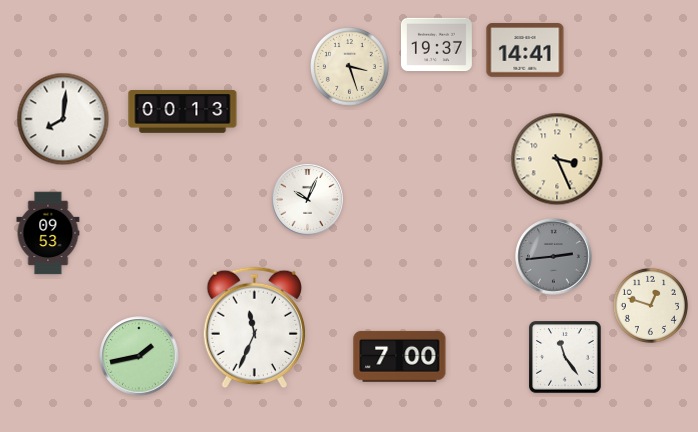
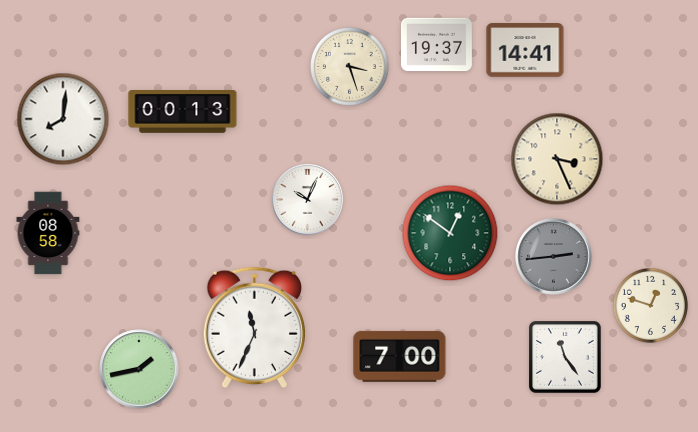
clock at (48, 233): 09:53 -> 08:58
clock at (450, 233): none -> 12:51
clock at (139, 356) position: (139, 356) -> (139, 369)
